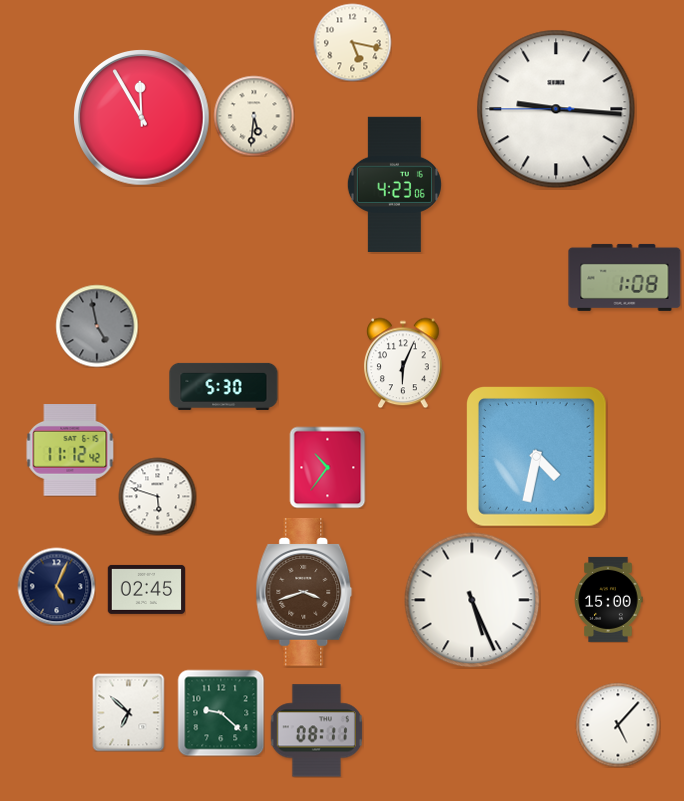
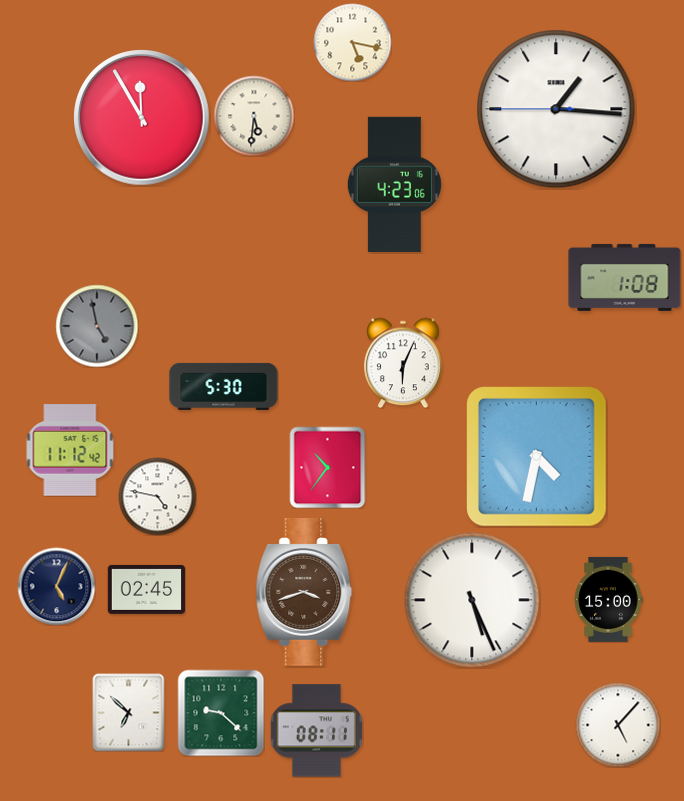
clock at (556, 109): 9:15 -> 1:15
clock at (157, 496): 5:48 -> 4:47
